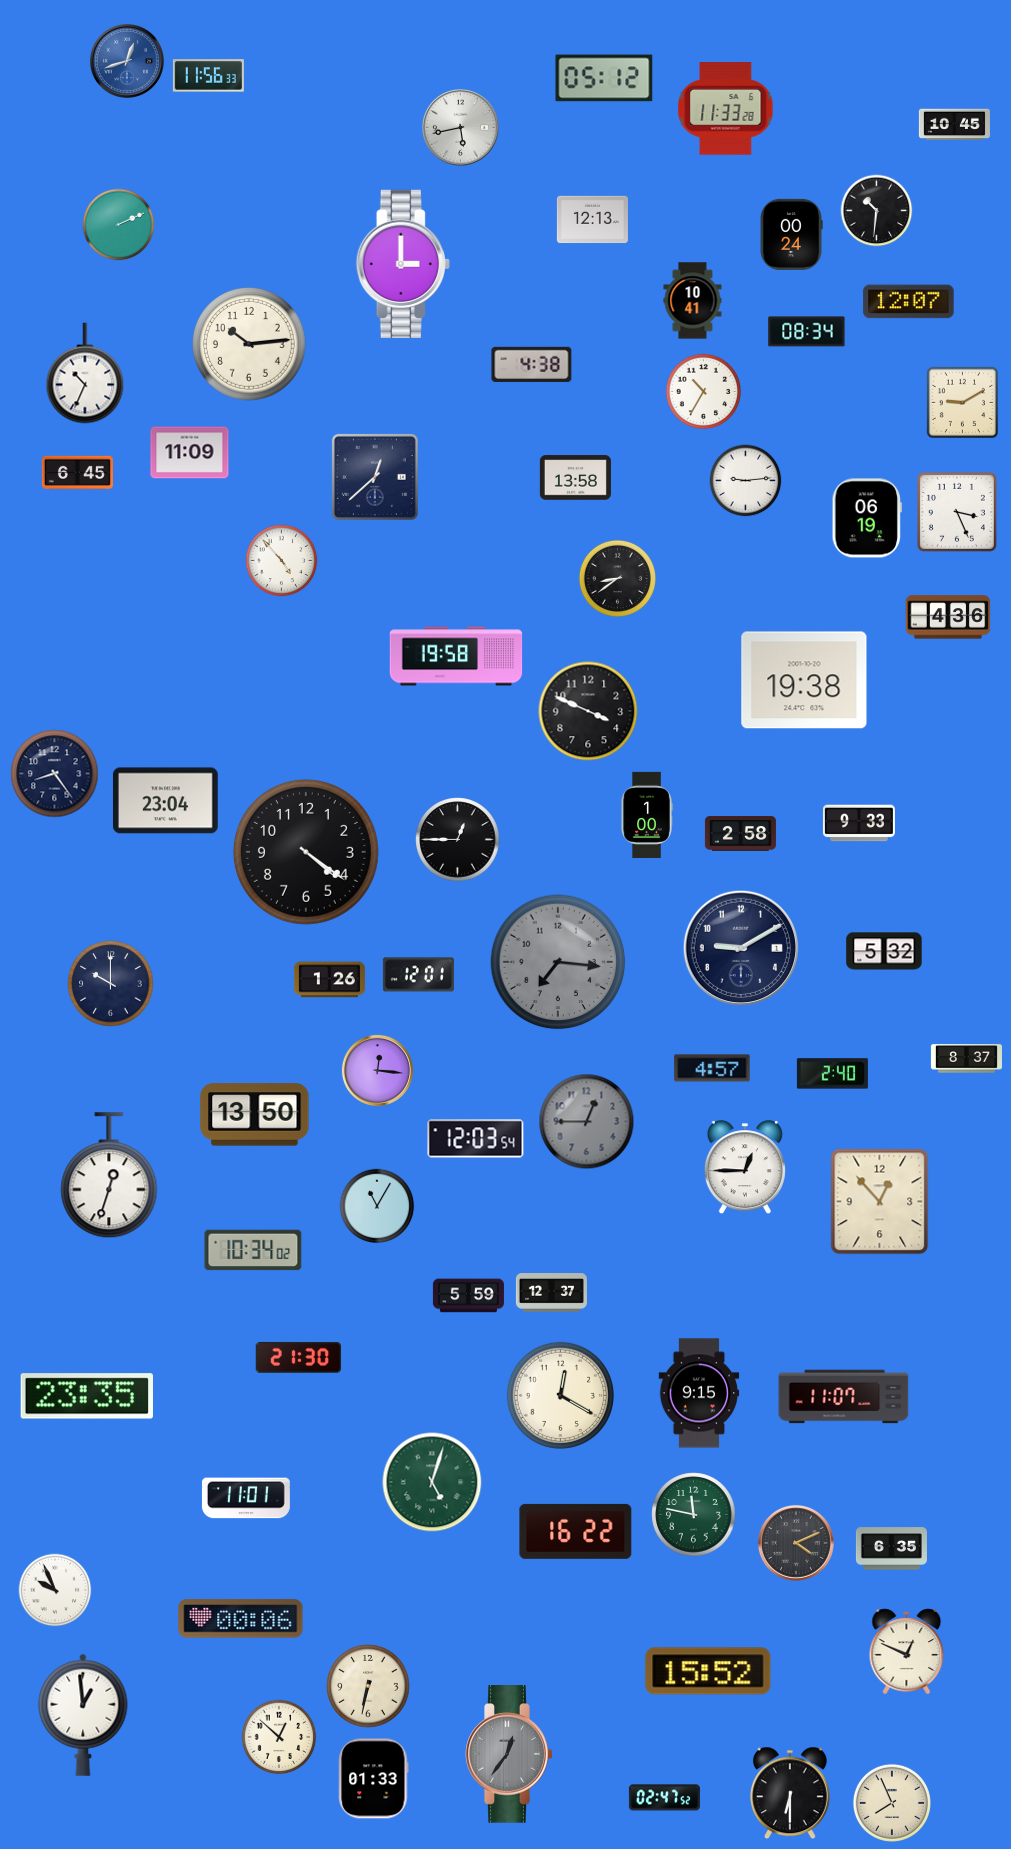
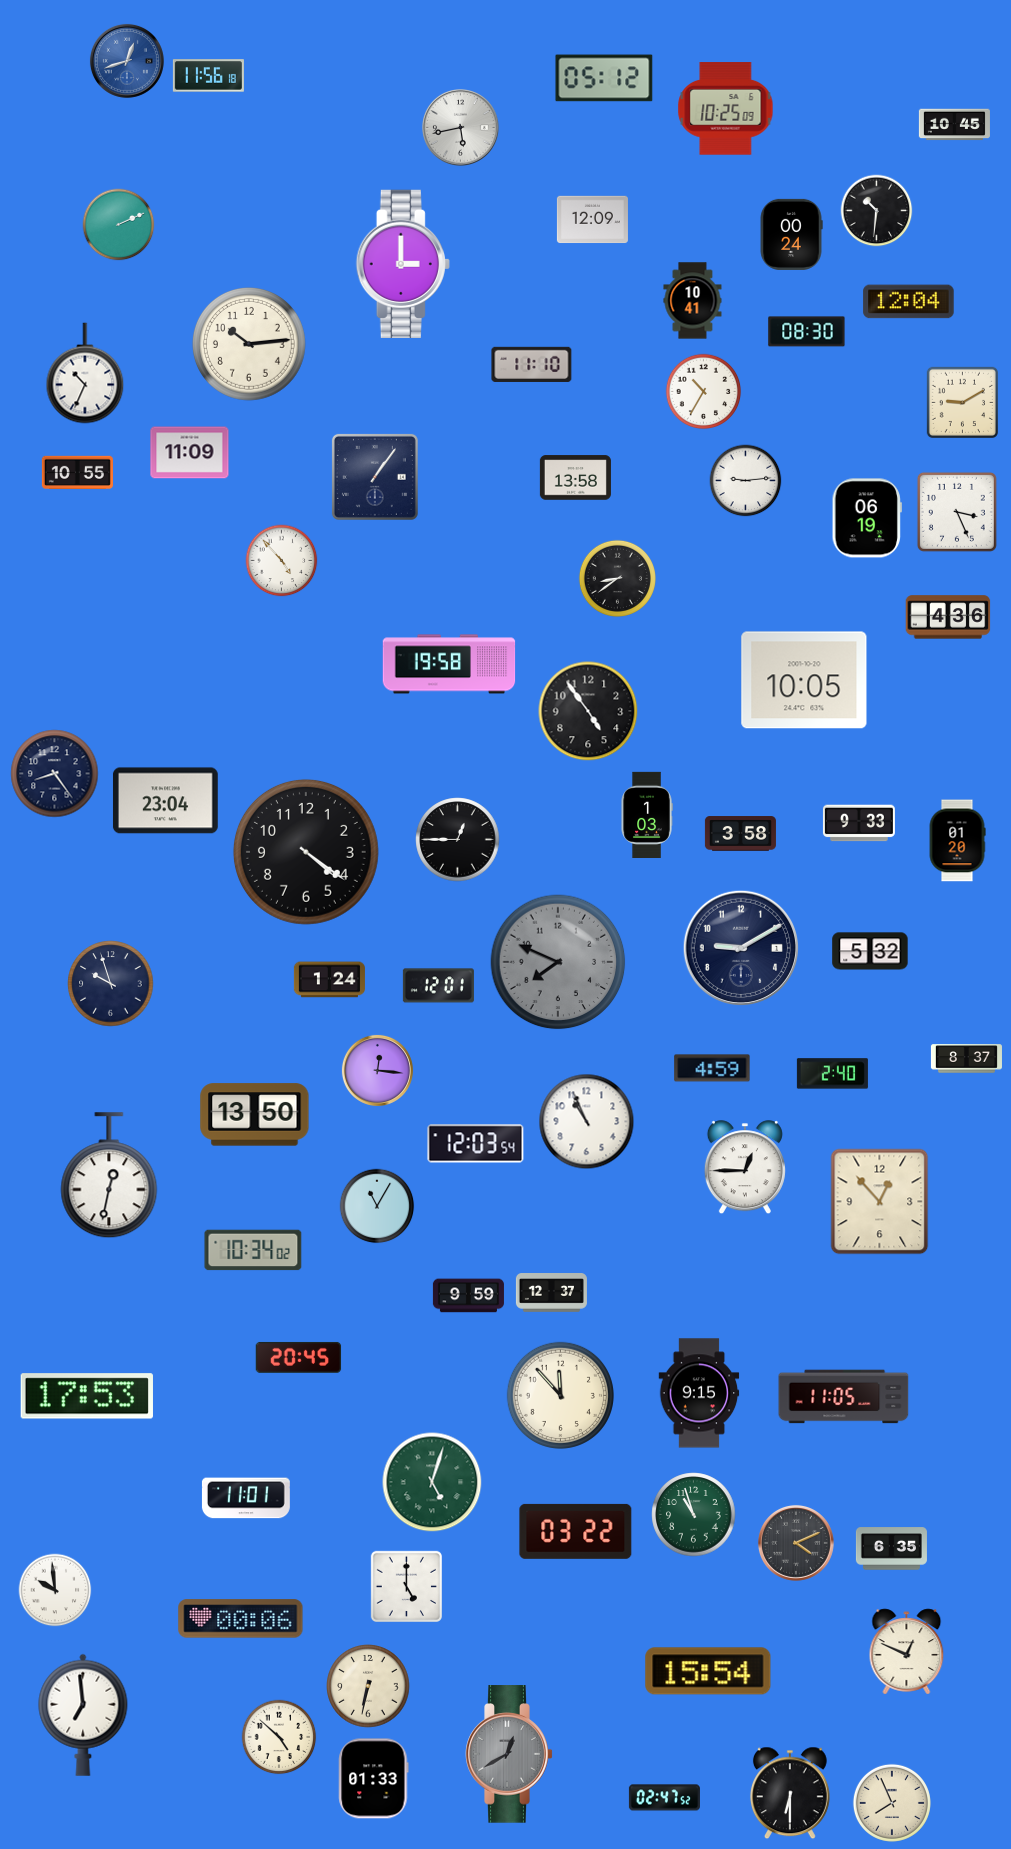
clock at (208, 76): 11:56:33 -> 11:56:18
clock at (726, 109): 11:33 -> 10:25
clock at (592, 220): 12:13 -> 12:09
clock at (909, 302): 12:07 -> 12:04
clock at (807, 332): 08:34 -> 08:30
clock at (532, 364): 4:38 -> 11:10
clock at (77, 472): 6:45 -> 10:55
clock at (375, 477): 12:38 -> 1:06
clock at (456, 656) position: (456, 656) -> (449, 664)
clock at (804, 680): 19:38 -> 10:05
clock at (588, 711): 3:49 -> 4:54
clock at (647, 814): 1:00 -> 1:03
clock at (740, 834): 2:58 -> 3:58
clock at (957, 841): none -> 01:20
clock at (884, 951) position: (884, 951) -> (870, 951)
clock at (558, 962): 7:16 -> 7:49
clock at (418, 975) position: (418, 975) -> (438, 986)
clock at (329, 980): 1:26 -> 1:24
clock at (111, 984): 10:00 -> 9:57
clock at (712, 1068): 4:57 -> 4:59
clock at (587, 1122): 12:45 -> 10:56
clock at (587, 1122) dial: grey -> white
clock at (476, 1139) position: (476, 1139) -> (476, 1144)
clock at (109, 1176): 12:33 -> 12:32
clock at (468, 1296): 5:59 -> 9:59
clock at (299, 1358): 21:30 -> 20:45
clock at (560, 1395): 12:20 -> 11:53
clock at (87, 1396): 23:35 -> 17:53
clock at (844, 1397): 11:07 -> 11:05
clock at (694, 1515): 11:47 -> 10:57
clock at (576, 1531): 16:22 -> 03:22
clock at (406, 1586): none -> 5:00
clock at (55, 1590): 9:56 -> 9:59
clock at (708, 1671): 15:52 -> 15:54
clock at (83, 1715): 12:59 -> 6:59
clock at (279, 1737): 12:52 -> 4:52
clock at (509, 1754): 12:36 -> 12:40
